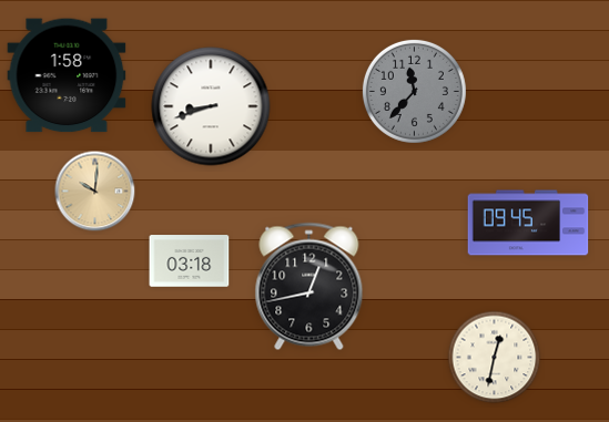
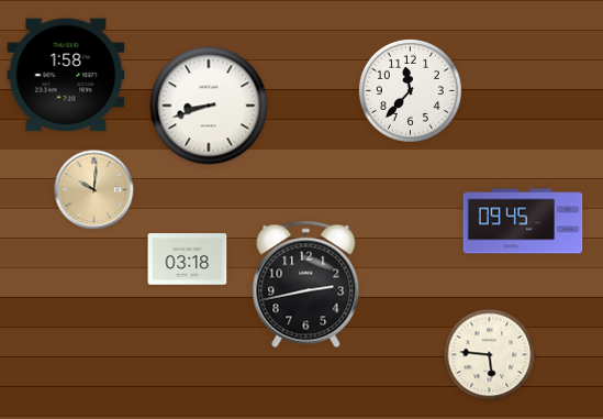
clock at (414, 91) dial: grey -> white
clock at (309, 287): 12:43 -> 2:43
clock at (495, 358): 12:32 -> 5:46
